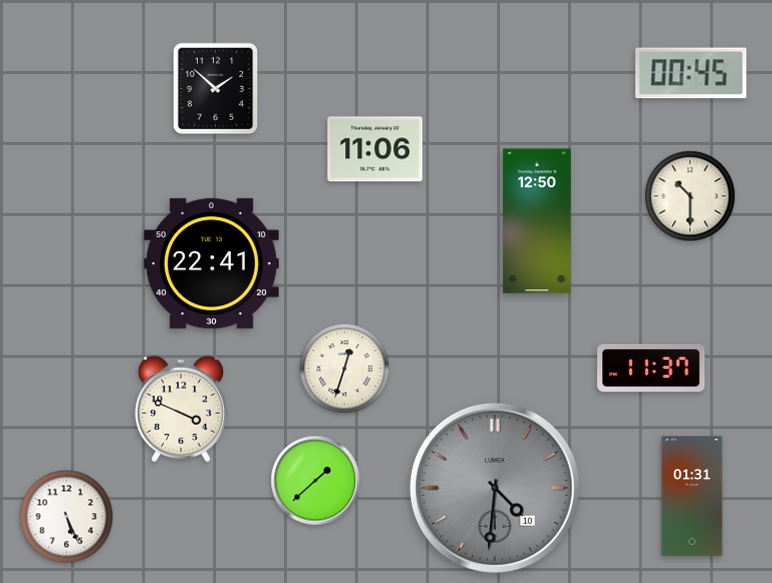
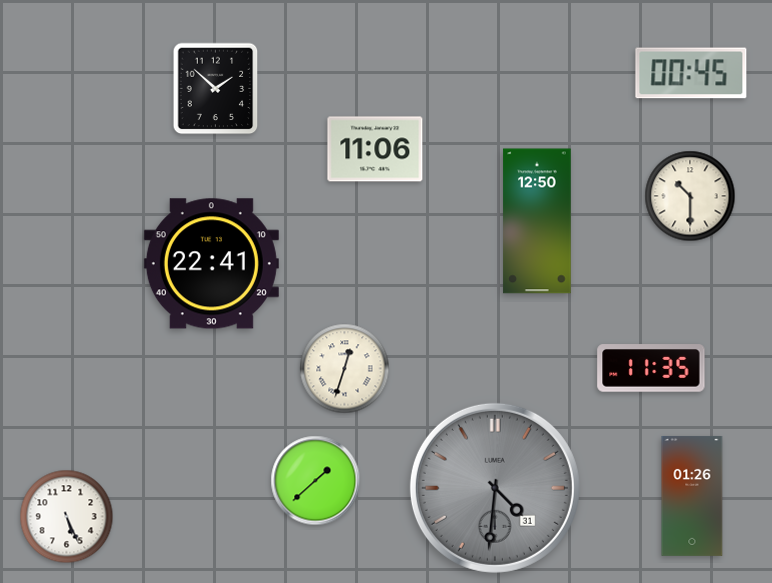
clock at (651, 368): 11:37 -> 11:35
clock at (180, 409): 3:49 -> none
clock at (495, 488) date: 10 -> 31
clock at (692, 496): 01:31 -> 01:26
